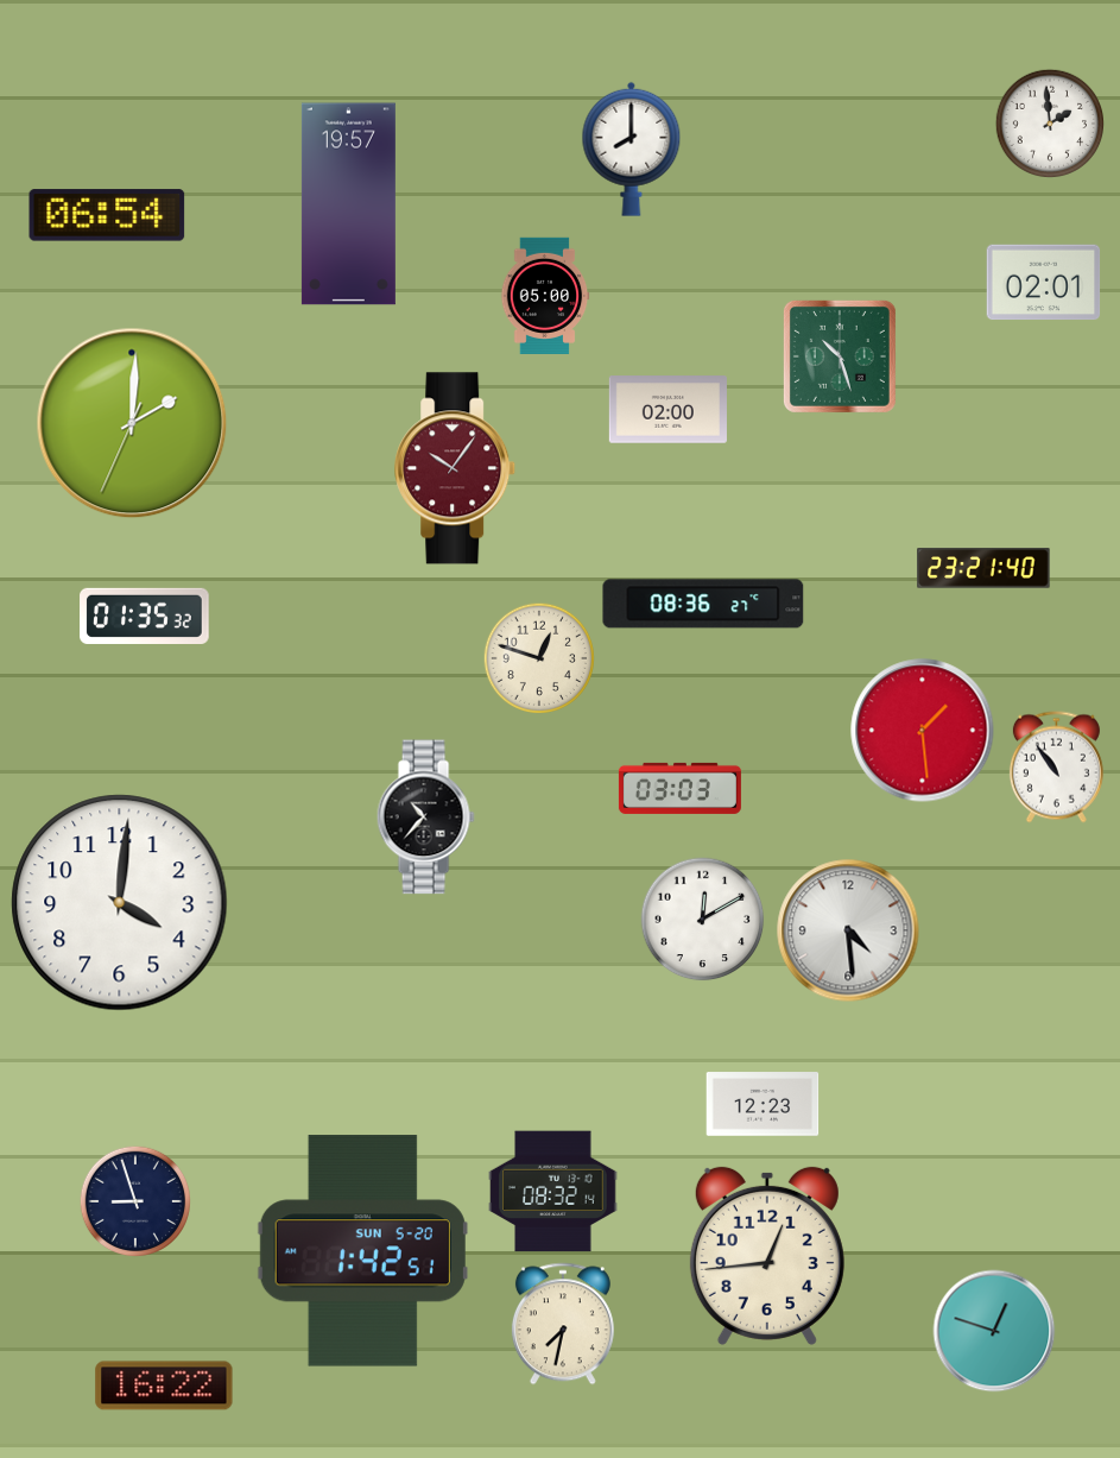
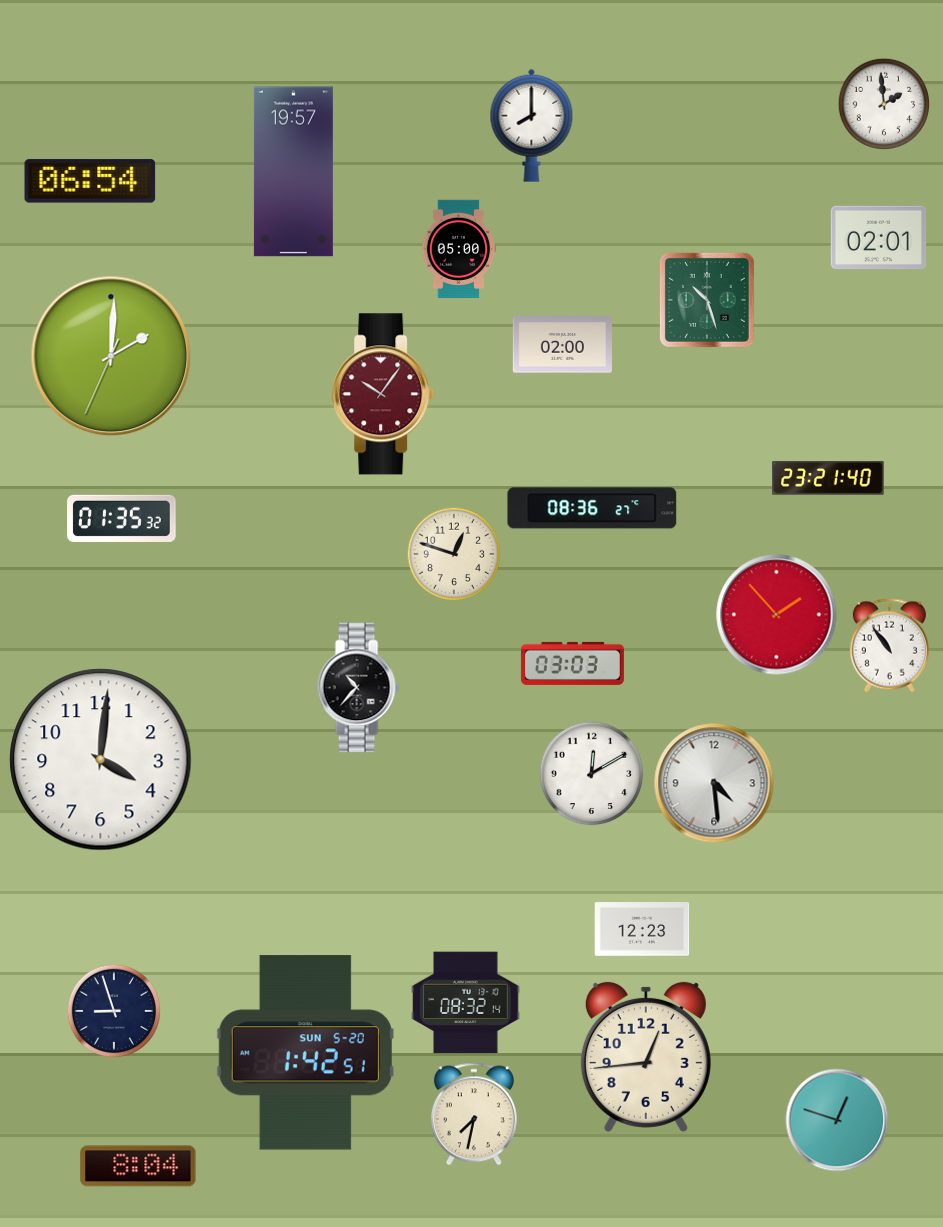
clock at (923, 731): 1:29 -> 1:53
clock at (164, 1386): 16:22 -> 8:04
